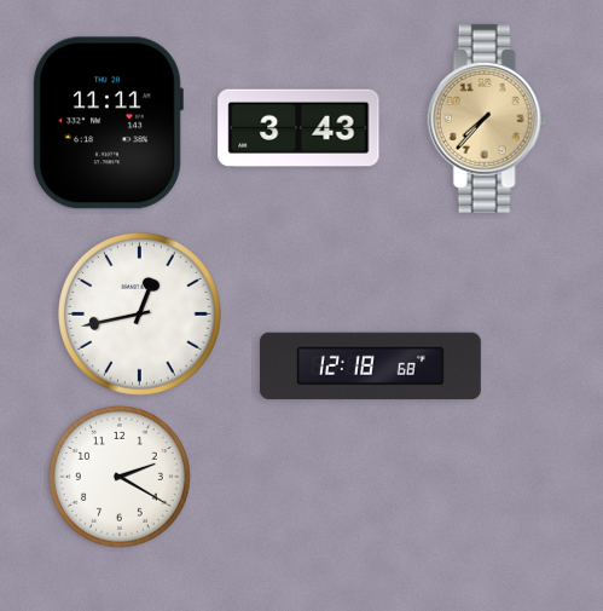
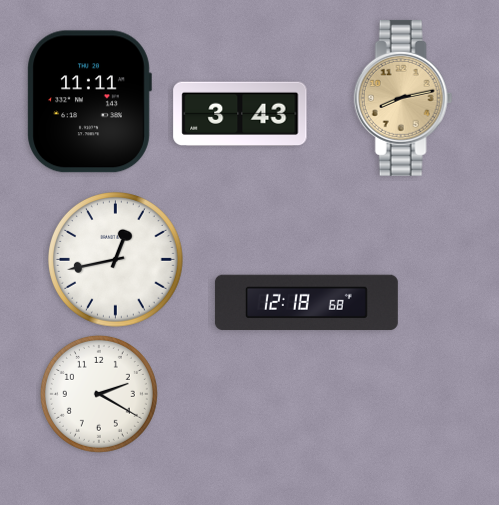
clock at (487, 119): 7:37 -> 8:13
clock at (298, 128) position: (298, 128) -> (240, 114)
